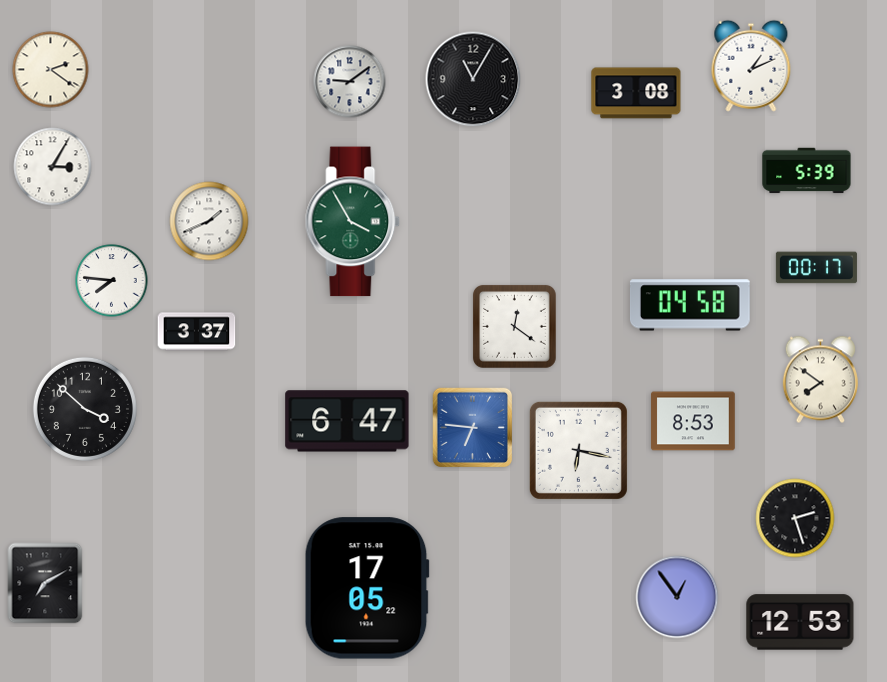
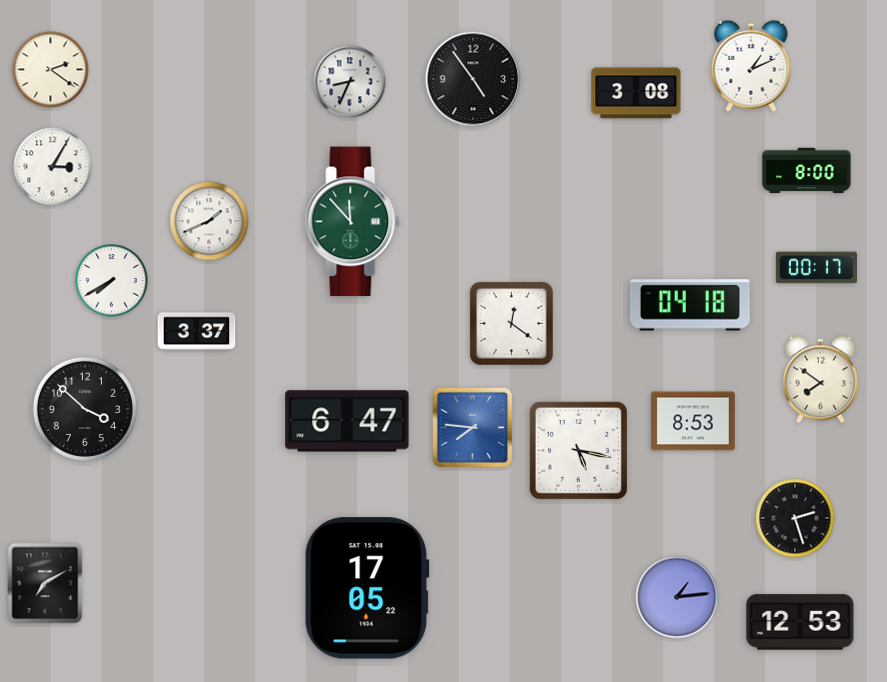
clock at (473, 79): 11:05 -> 4:54
clock at (350, 82): 9:09 -> 8:34
clock at (807, 171): 5:39 -> 8:00
clock at (353, 222): 3:55 -> 11:53
clock at (112, 281): 7:46 -> 7:40
clock at (690, 305): 04:58 -> 04:18
clock at (514, 326) position: (514, 326) -> (511, 323)
clock at (473, 428): 6:46 -> 7:46
clock at (578, 450): 6:17 -> 5:17
clock at (677, 597): 12:54 -> 1:14
